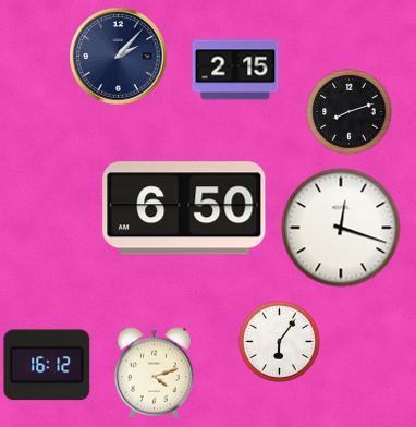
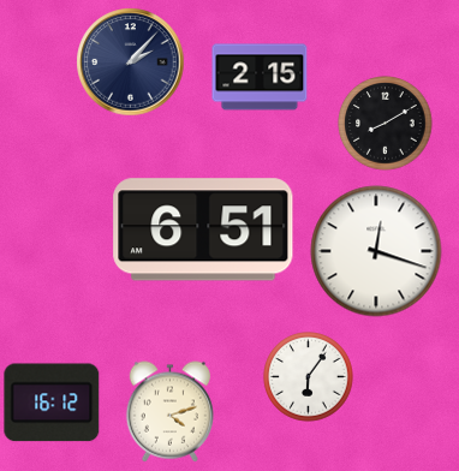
clock at (350, 112): 8:12 -> 8:10
clock at (184, 208): 6:50 -> 6:51
